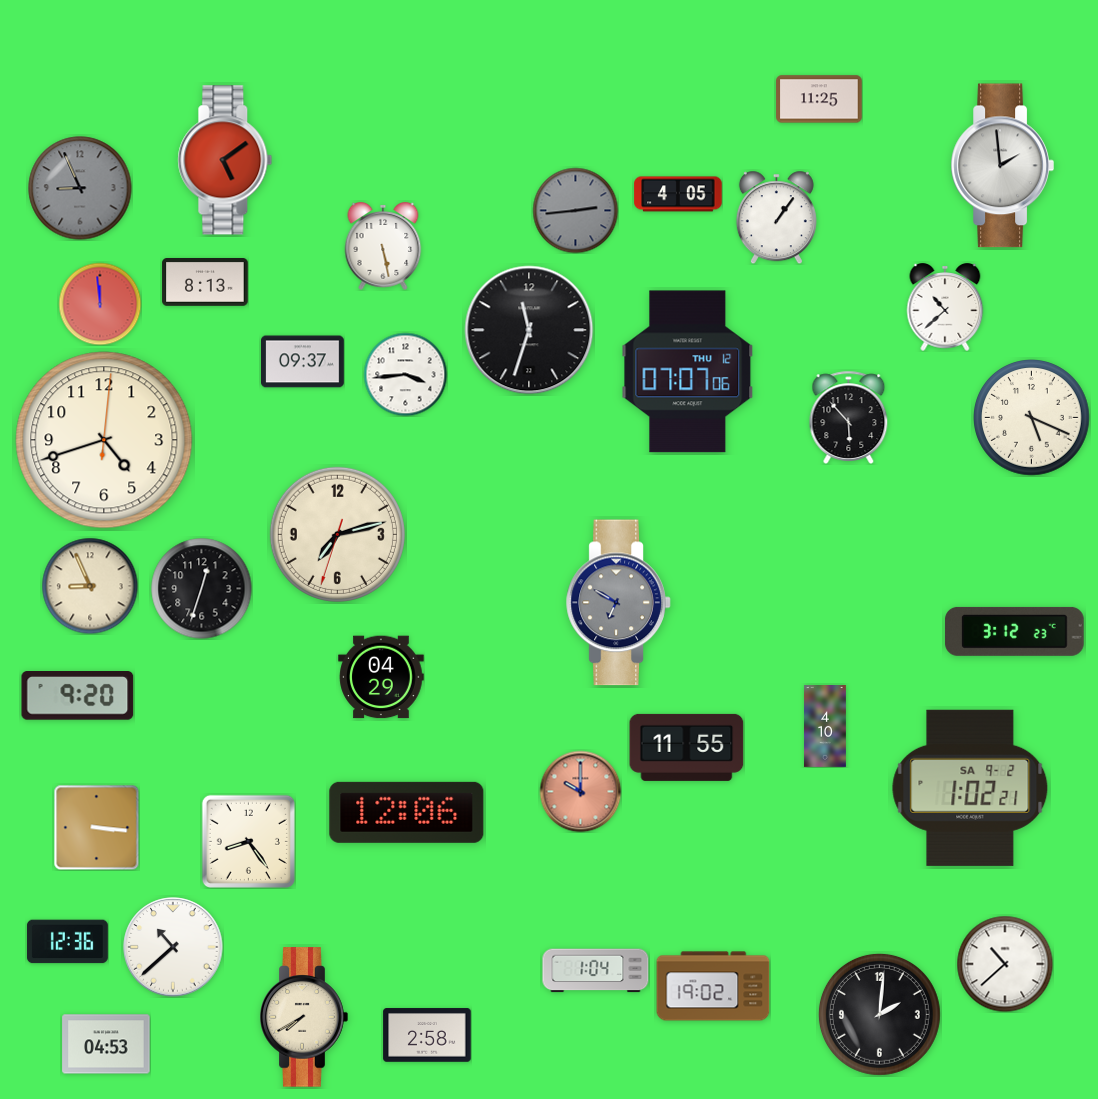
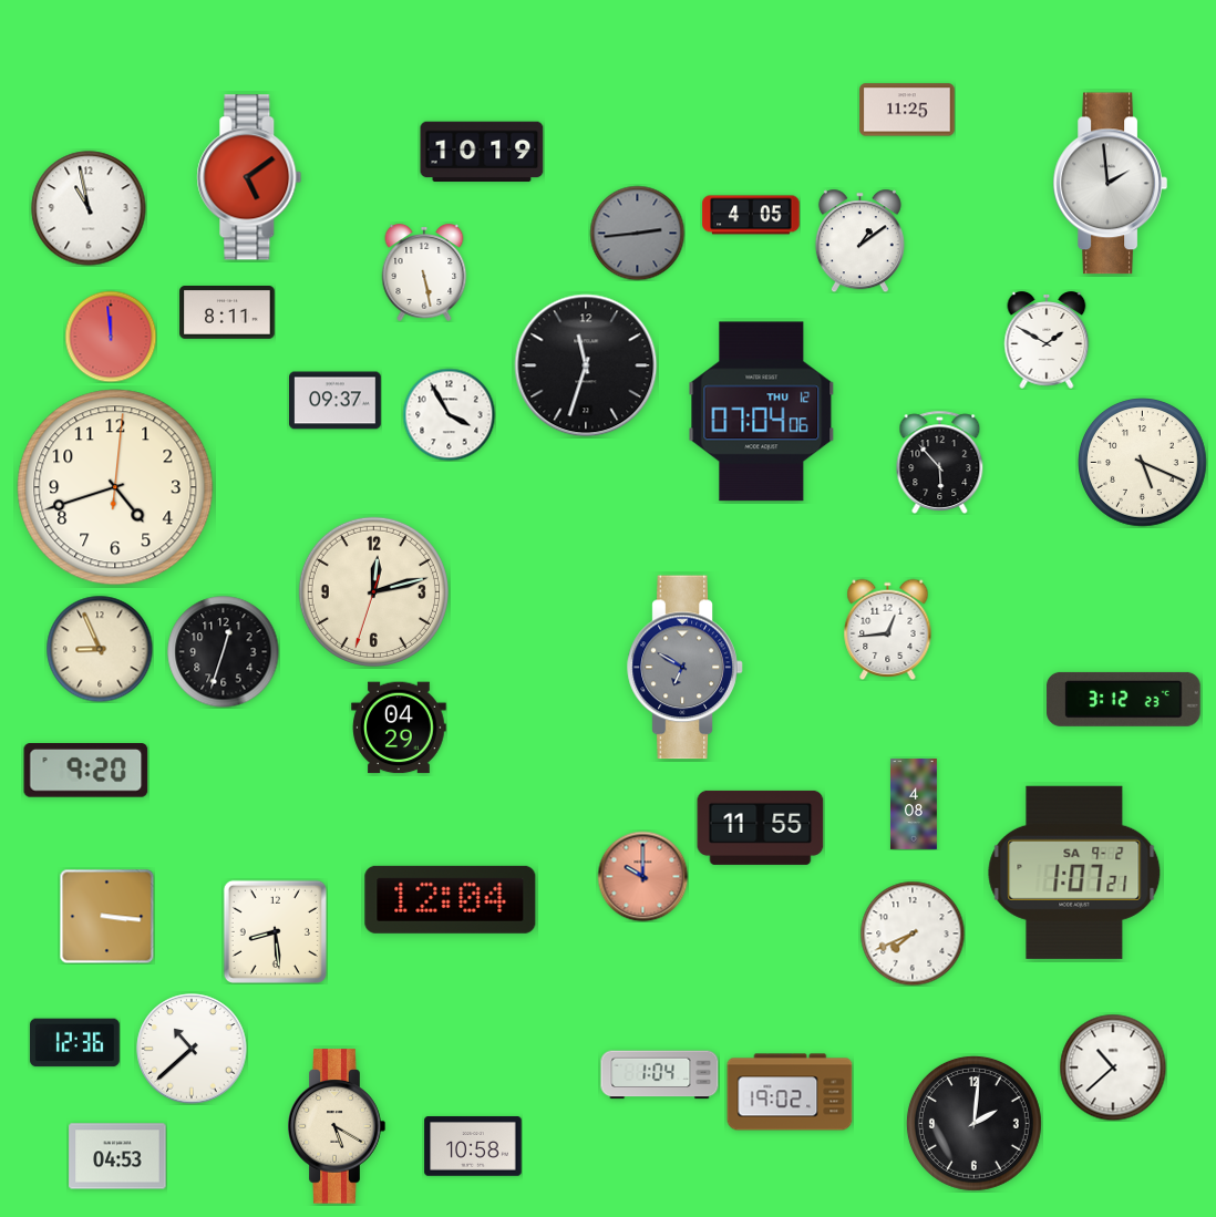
clock at (482, 152): none -> 10:19
clock at (80, 188): 8:56 -> 10:58
clock at (80, 188) dial: grey -> white
clock at (776, 217): 1:06 -> 1:09
clock at (205, 283): 8:13 -> 8:11
clock at (945, 308): 10:38 -> 1:50
clock at (688, 372): 07:07 -> 07:04
clock at (405, 374): 3:44 -> 3:55
clock at (337, 534): 7:12 -> 12:12
clock at (888, 629): none -> 12:44
clock at (381, 677) position: (381, 677) -> (399, 728)
clock at (826, 726): 4:10 -> 4:08
clock at (970, 788): 1:02 -> 1:07
clock at (407, 812): 12:06 -> 12:04
clock at (248, 841): 8:24 -> 8:29
clock at (913, 934): none -> 7:41
clock at (304, 1017): 7:40 -> 5:20
clock at (427, 1035): 2:58 -> 10:58
